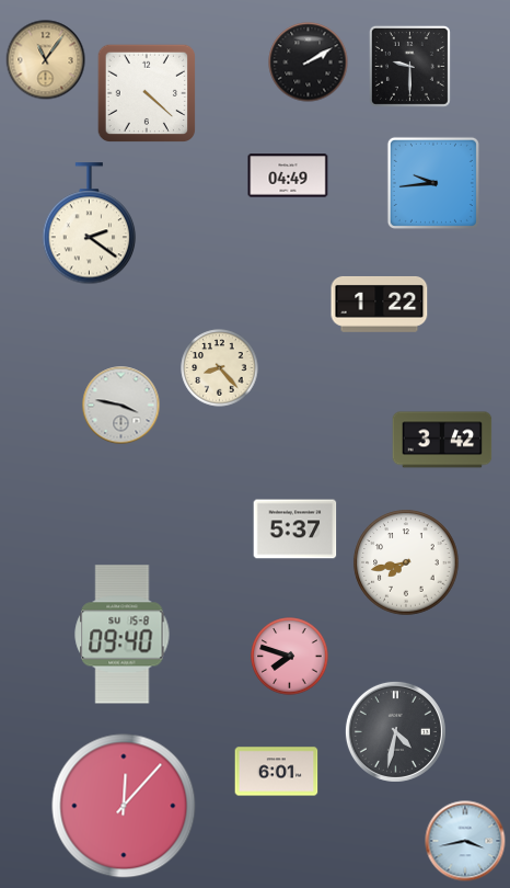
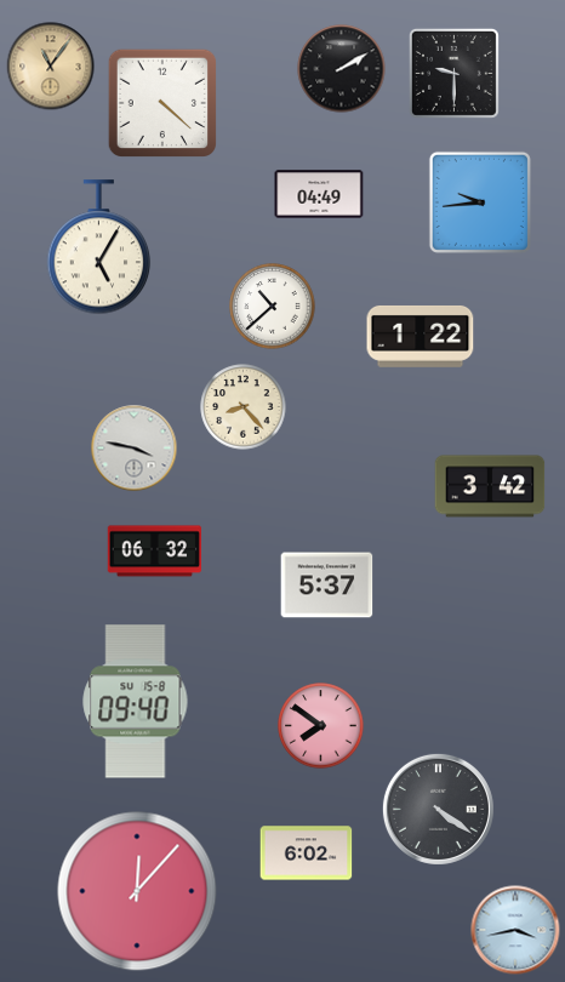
clock at (90, 224): 2:21 -> 5:05
clock at (273, 307): none -> 10:38
clock at (154, 552): none -> 06:32
clock at (406, 562): 7:43 -> none
clock at (290, 657): 7:48 -> 7:51
clock at (395, 731): 4:32 -> 4:21
clock at (277, 772): 6:01 -> 6:02
